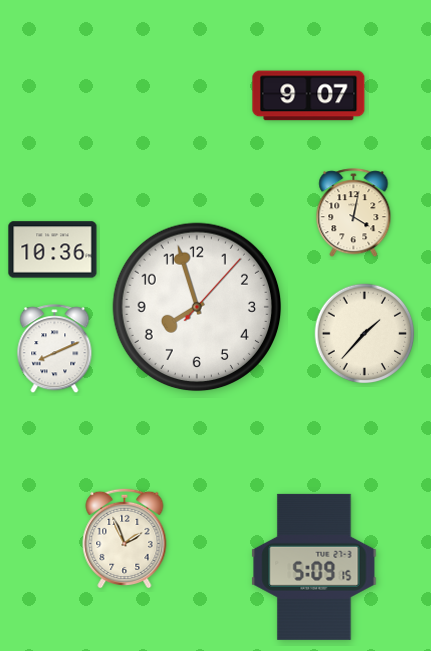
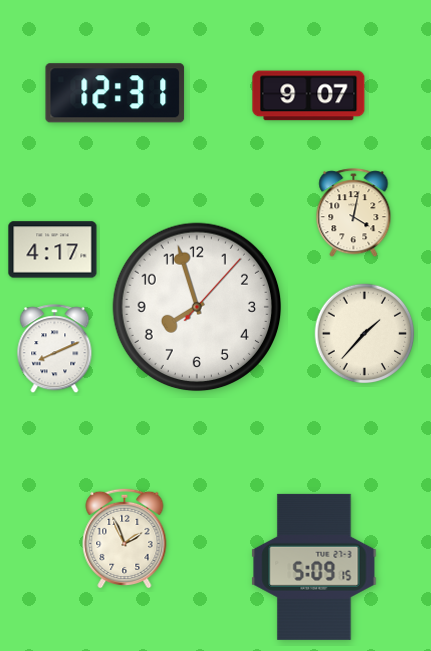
clock at (115, 93): none -> 12:31
clock at (53, 250): 10:36 -> 4:17
